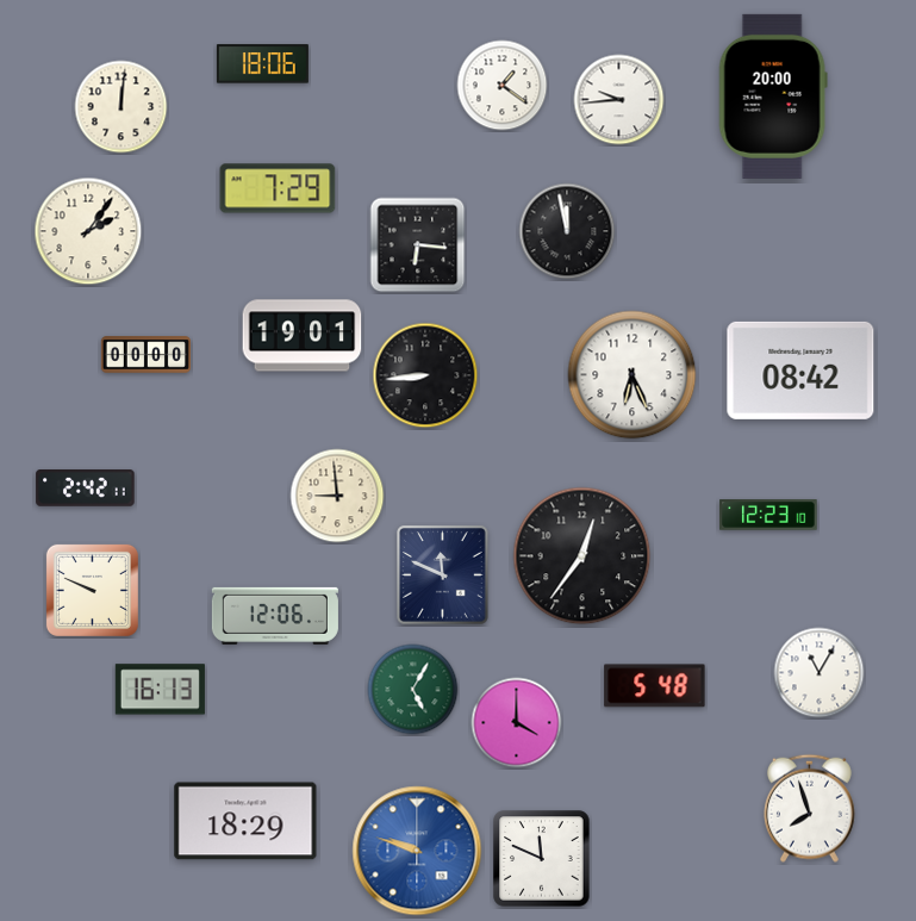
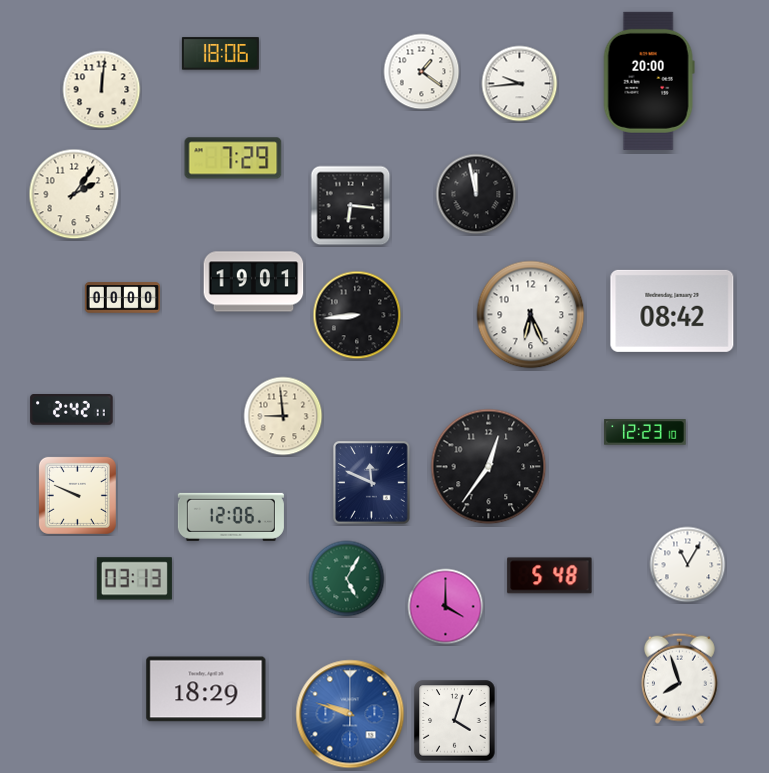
clock at (160, 690): 16:13 -> 03:13
clock at (517, 723) position: (517, 723) -> (446, 607)
clock at (542, 859): 11:49 -> 4:03
